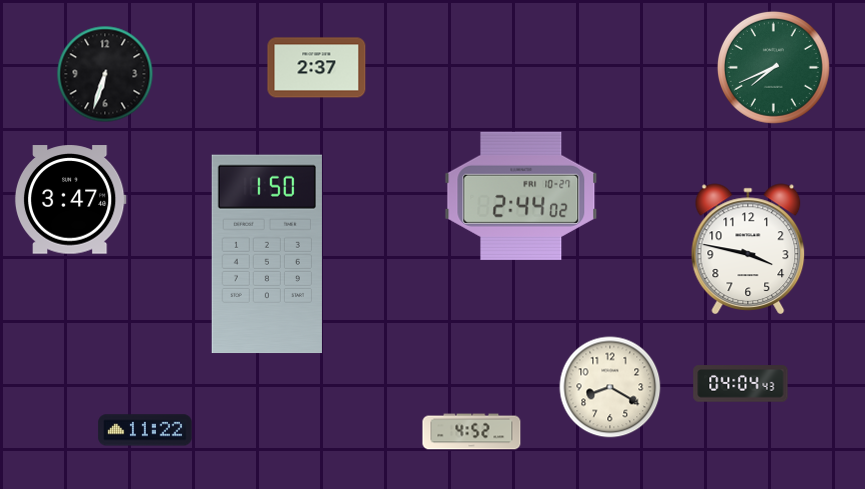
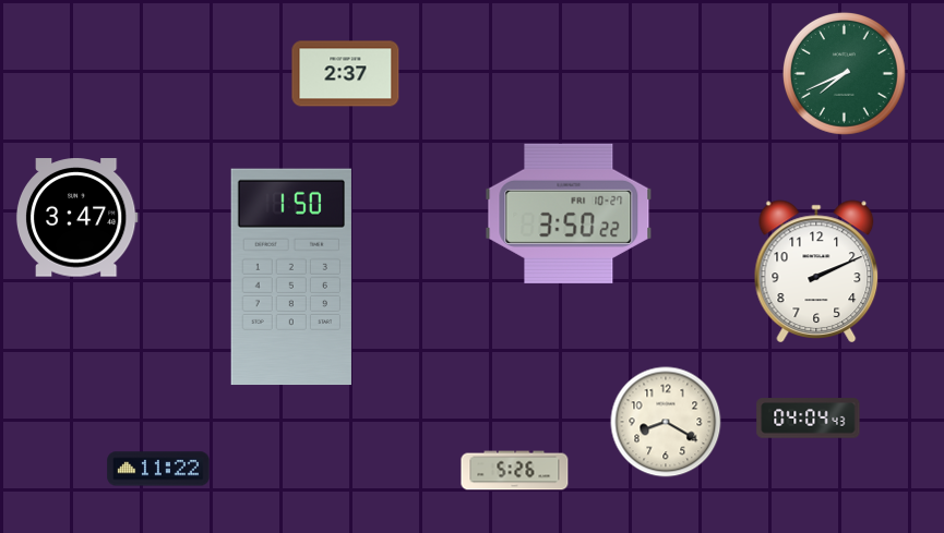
clock at (105, 74): 6:33 -> none
clock at (521, 196): 2:44 -> 3:50
clock at (748, 249): 3:47 -> 2:11
clock at (472, 432): 4:52 -> 5:26
